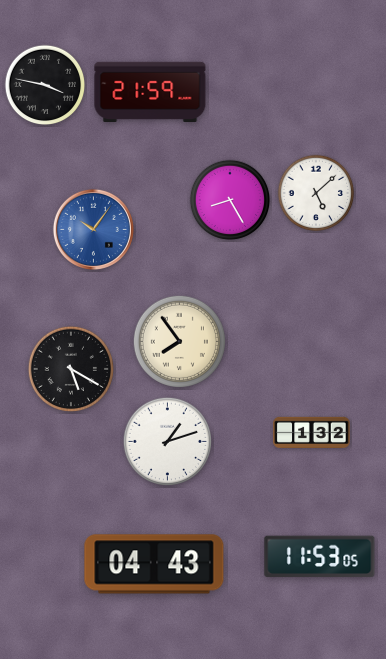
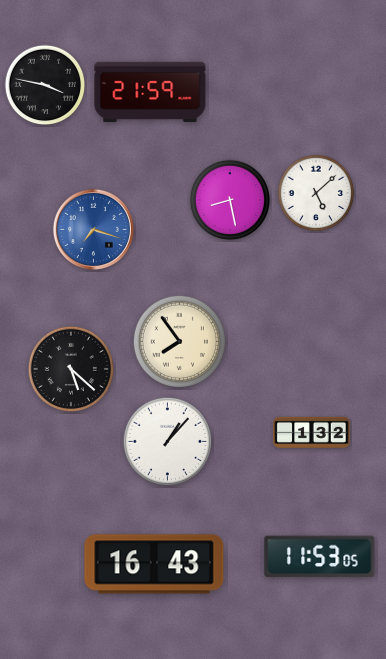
clock at (230, 200): 8:25 -> 8:28
clock at (93, 229): 10:06 -> 7:18
clock at (70, 368): 5:20 -> 5:22
clock at (167, 441): 1:12 -> 1:07
clock at (154, 564): 04:43 -> 16:43
